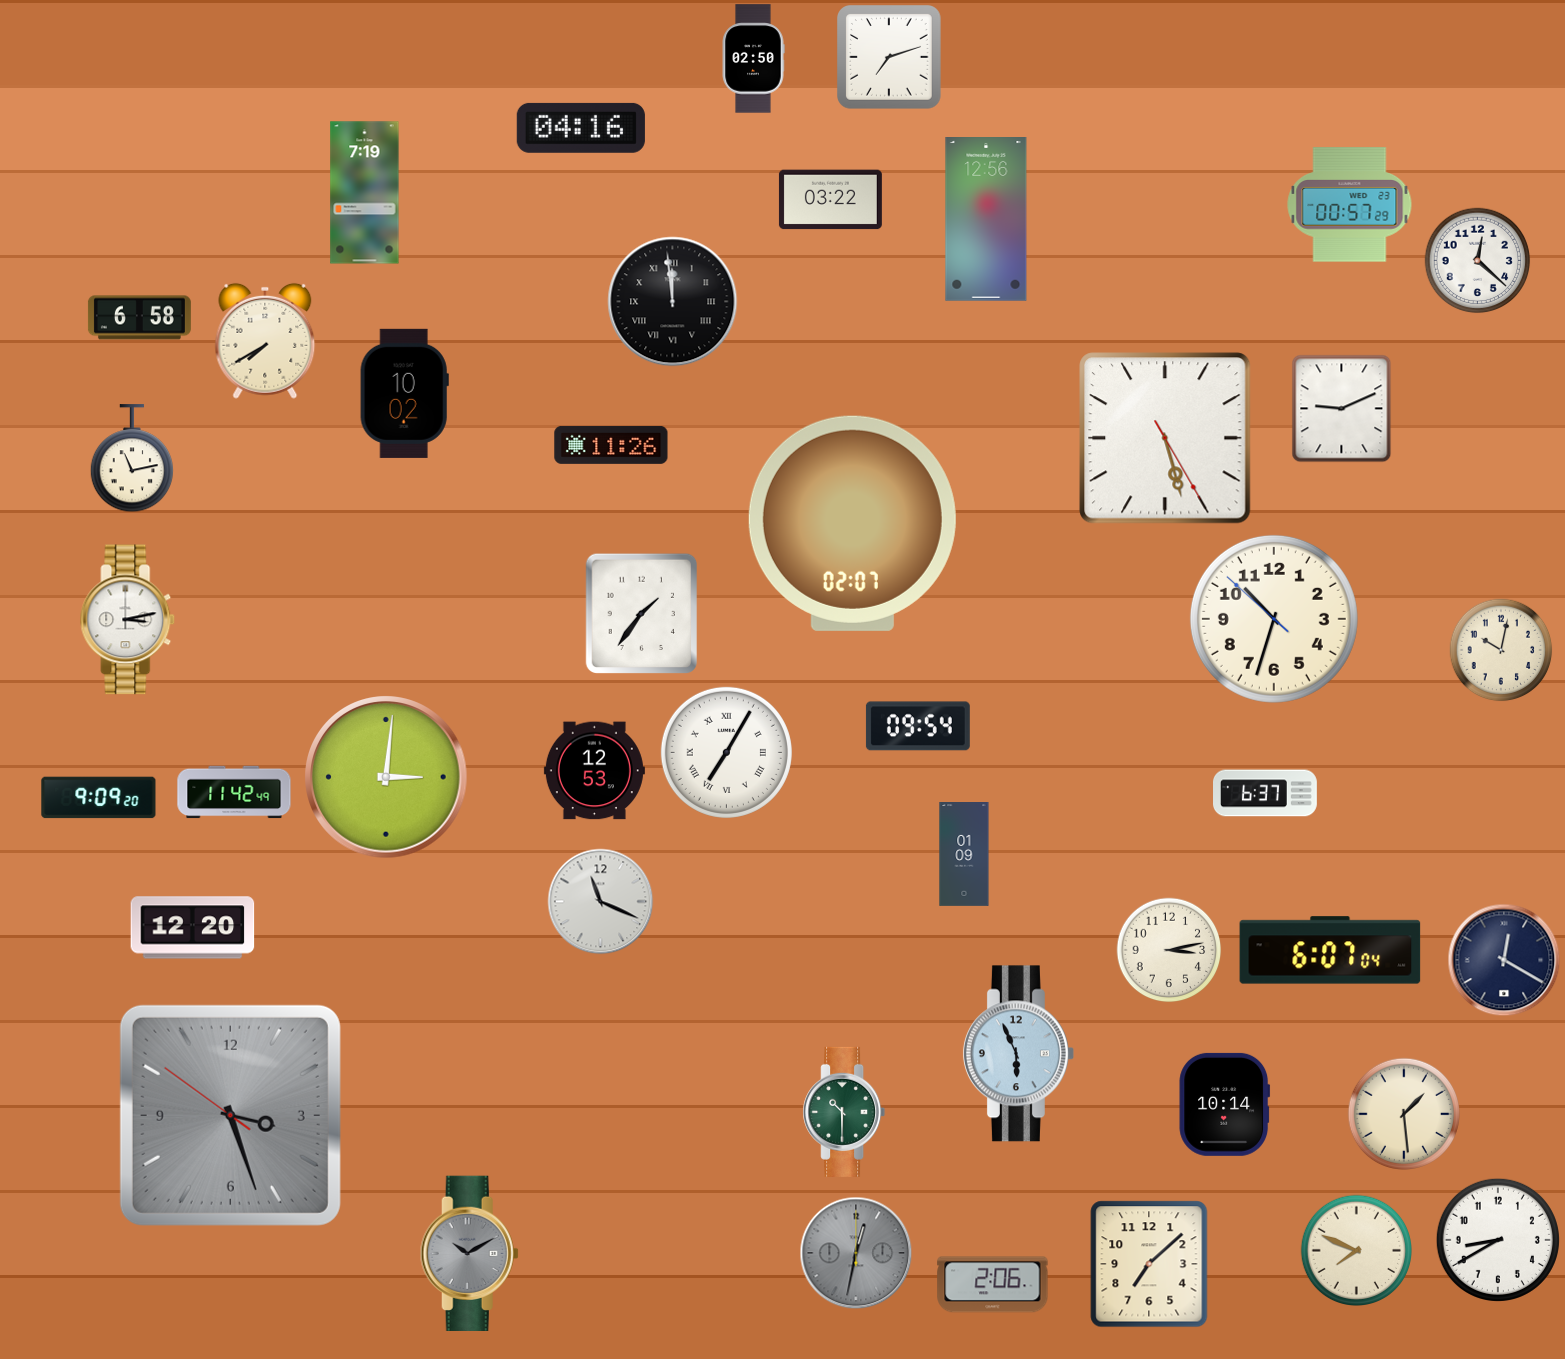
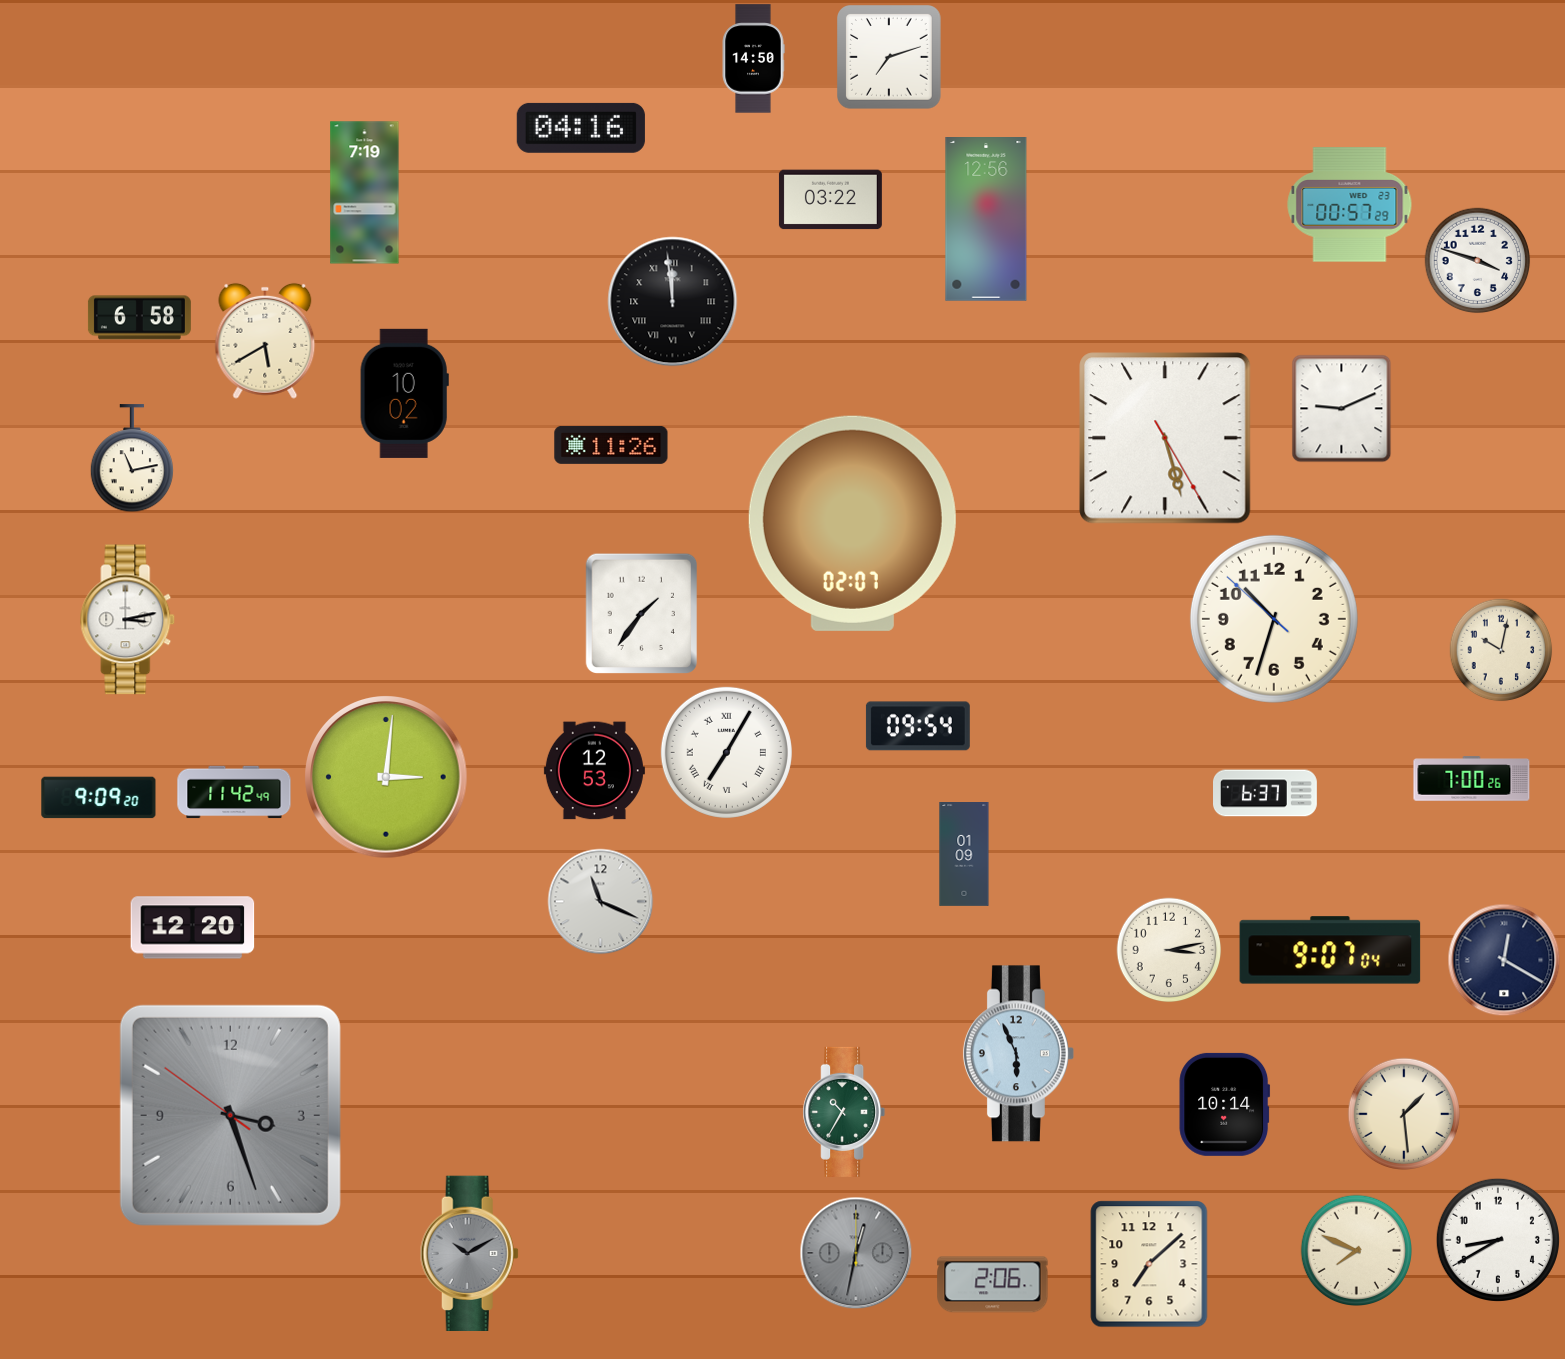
clock at (753, 59): 02:50 -> 14:50
clock at (1478, 261): 12:22 -> 3:48
clock at (265, 341): 7:40 -> 5:40
clock at (1472, 779): none -> 7:00
clock at (1330, 950): 6:07 -> 9:07
clock at (844, 1112): 10:30 -> 10:35
